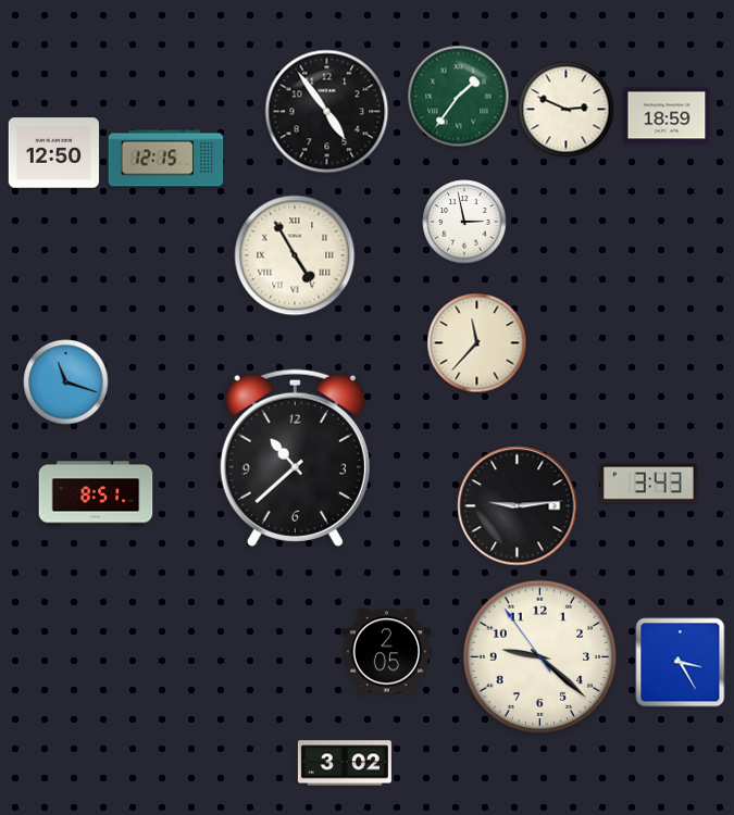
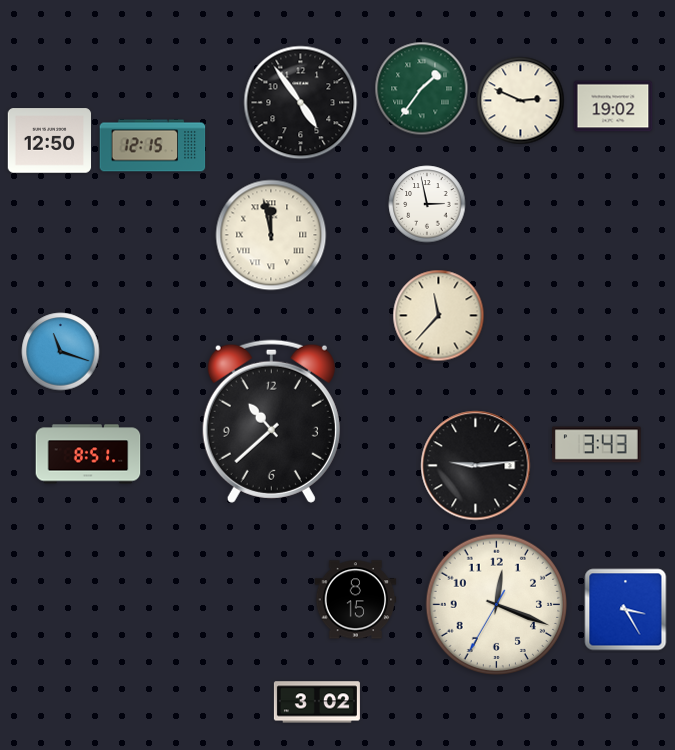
clock at (667, 115): 18:59 -> 19:02
clock at (295, 255): 4:55 -> 11:58
clock at (387, 652): 2:05 -> 8:15
clock at (539, 656): 9:21 -> 12:18
